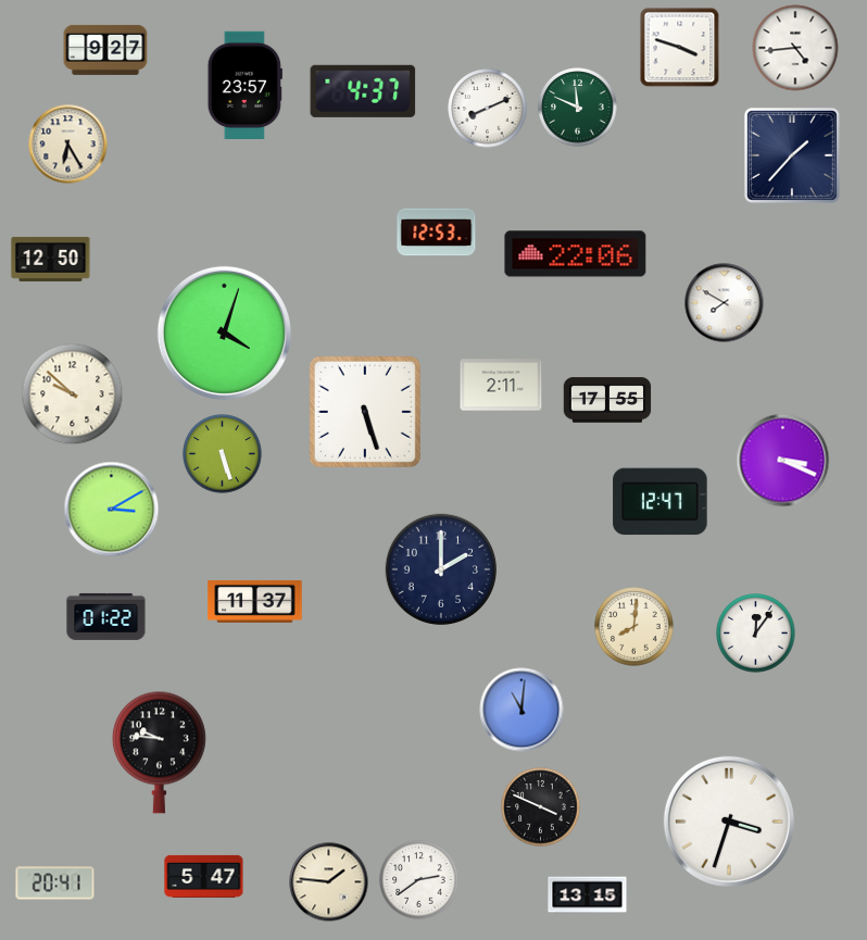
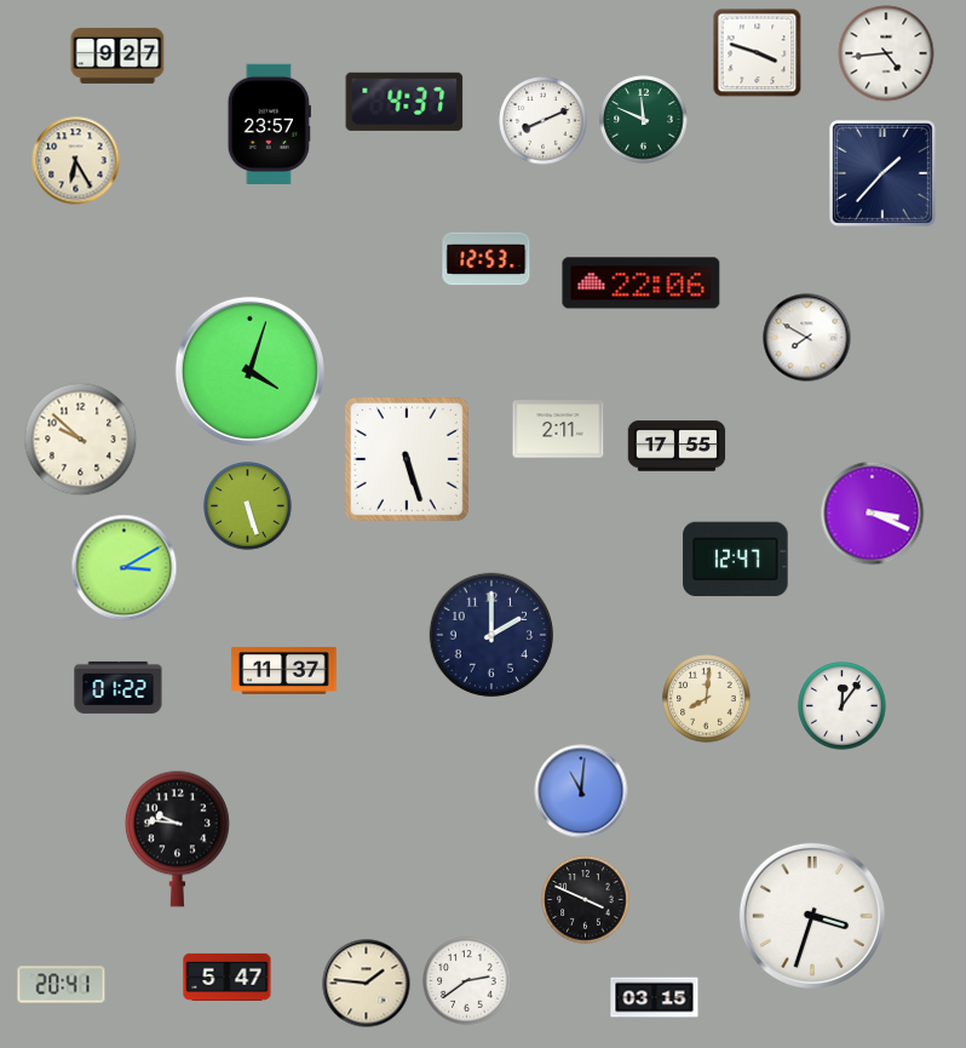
clock at (244, 85) position: (244, 85) -> (269, 124)
clock at (51, 259): 12:50 -> none
clock at (541, 807) position: (541, 807) -> (586, 900)
clock at (588, 895): 13:15 -> 03:15
